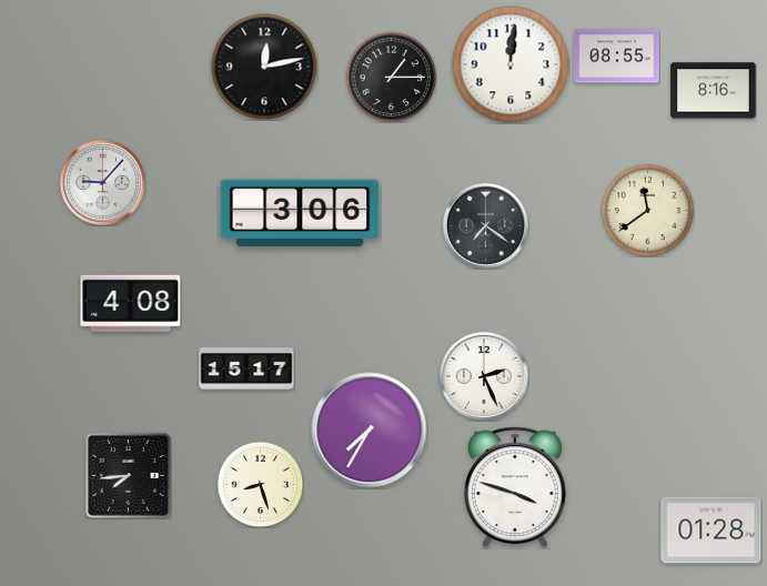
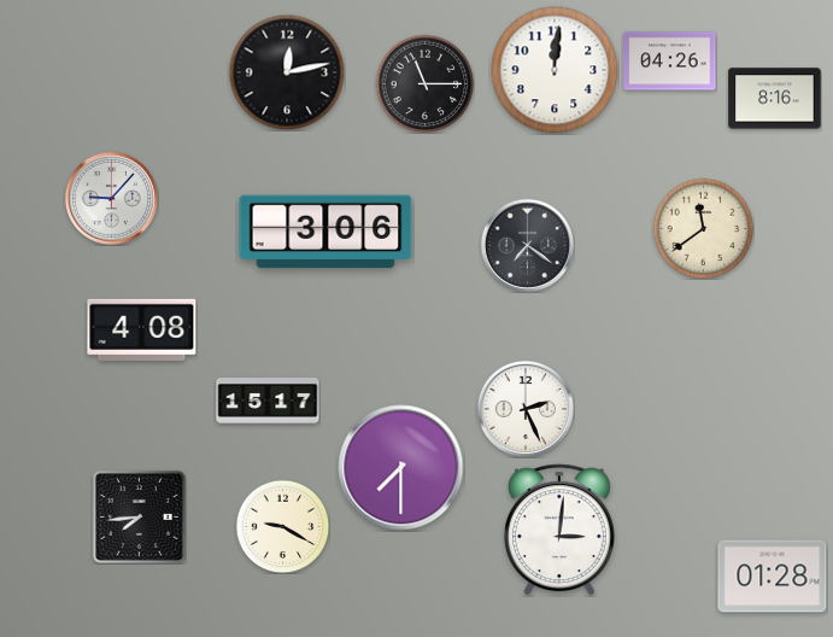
clock at (617, 57): 08:55 -> 04:26
clock at (391, 77): 1:15 -> 11:15
clock at (370, 431): 7:35 -> 7:30
clock at (260, 484): 8:27 -> 9:20
clock at (515, 487): 3:48 -> 3:01
